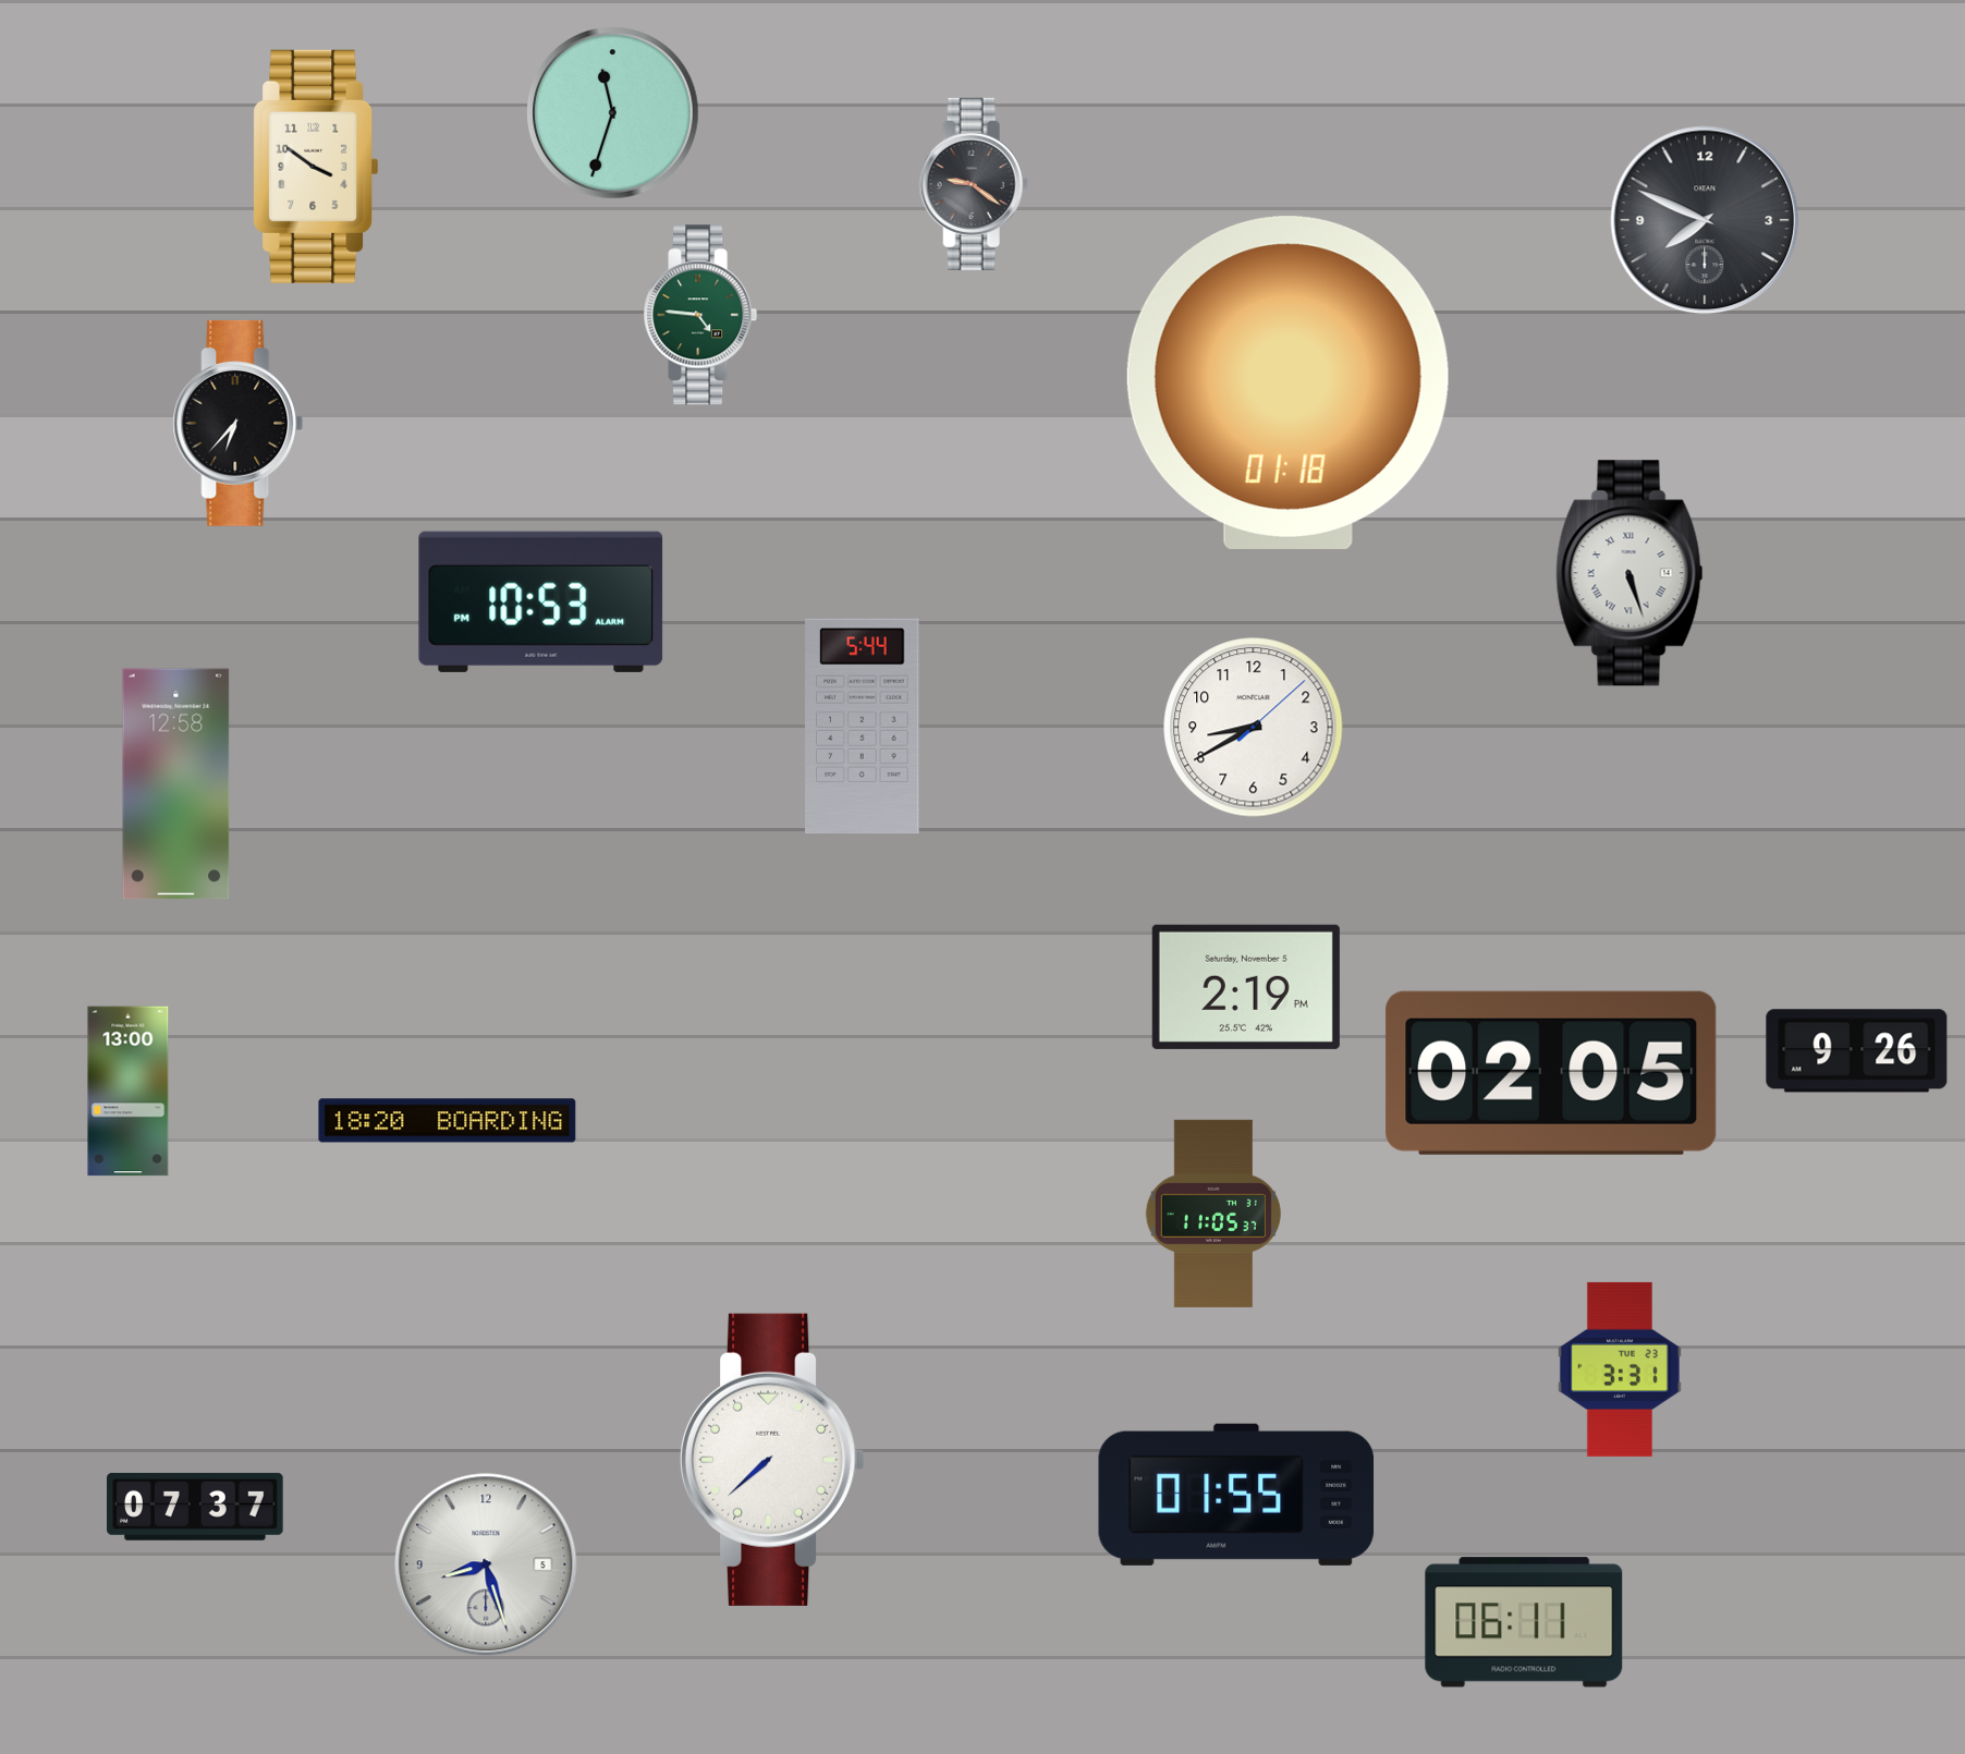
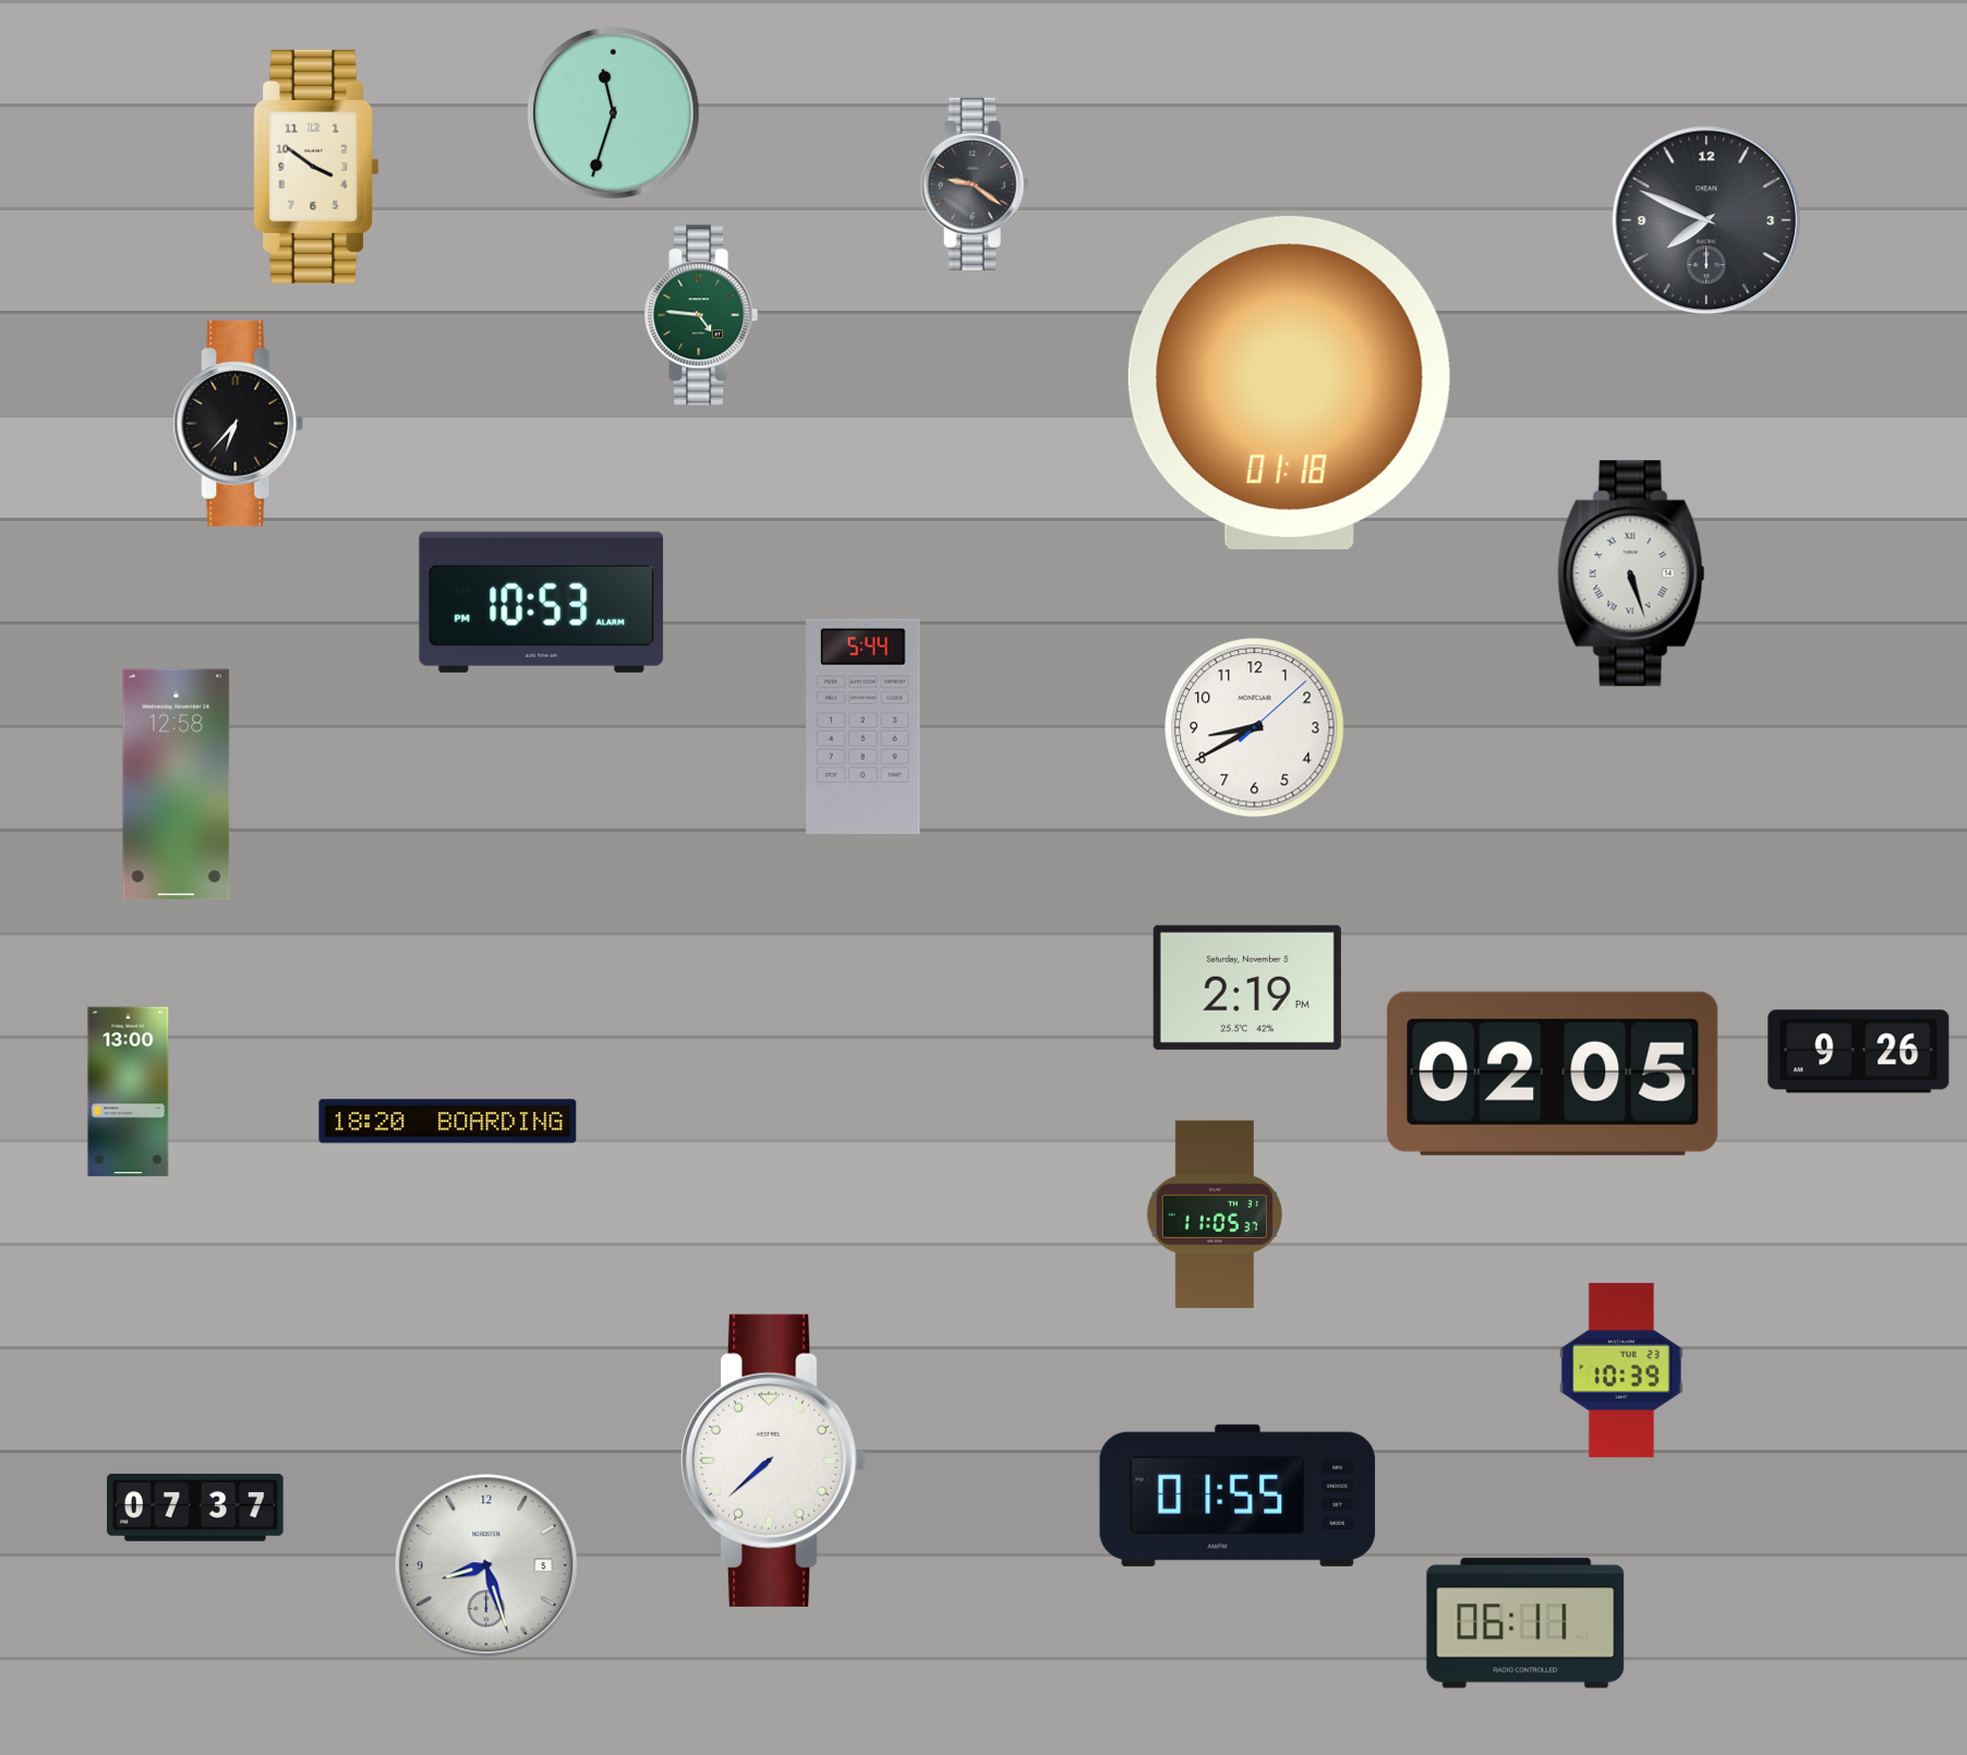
clock at (1620, 1369): 3:31 -> 10:39
